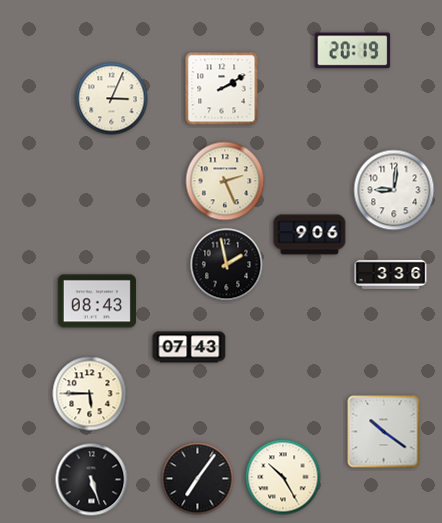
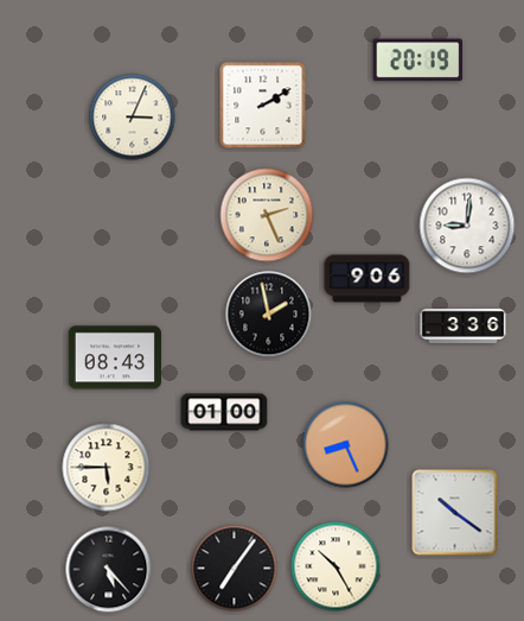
clock at (189, 347): 07:43 -> 01:00
clock at (346, 445): none -> 8:26
clock at (92, 480): 5:27 -> 5:23
